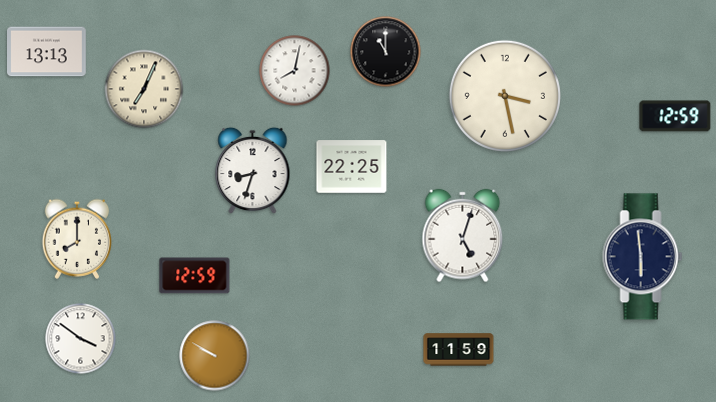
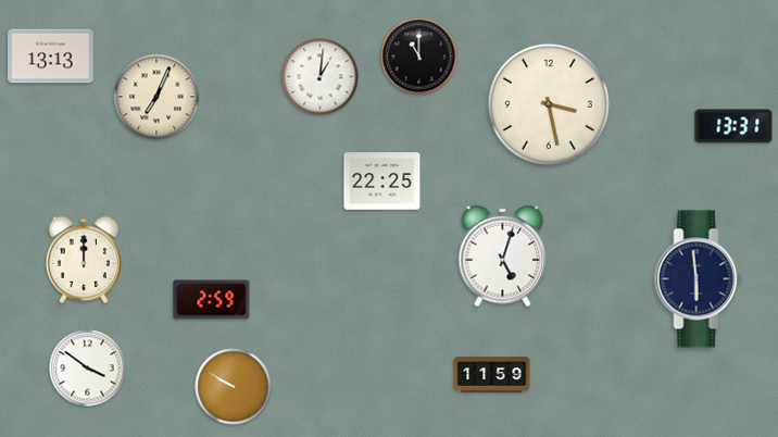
clock at (295, 71): 8:02 -> 1:01
clock at (675, 116): 12:59 -> 13:31
clock at (253, 171): 8:33 -> none
clock at (76, 239): 8:00 -> 12:00
clock at (195, 276): 12:59 -> 2:59
clock at (459, 350) position: (459, 350) -> (492, 375)
